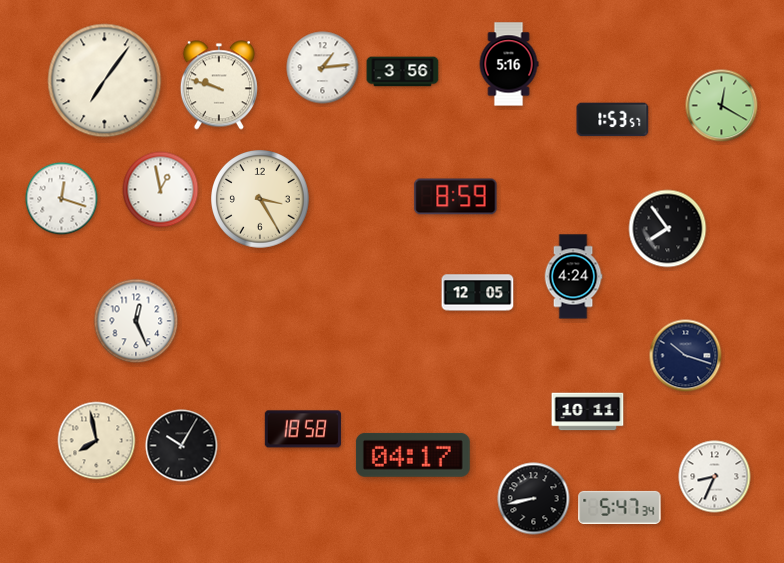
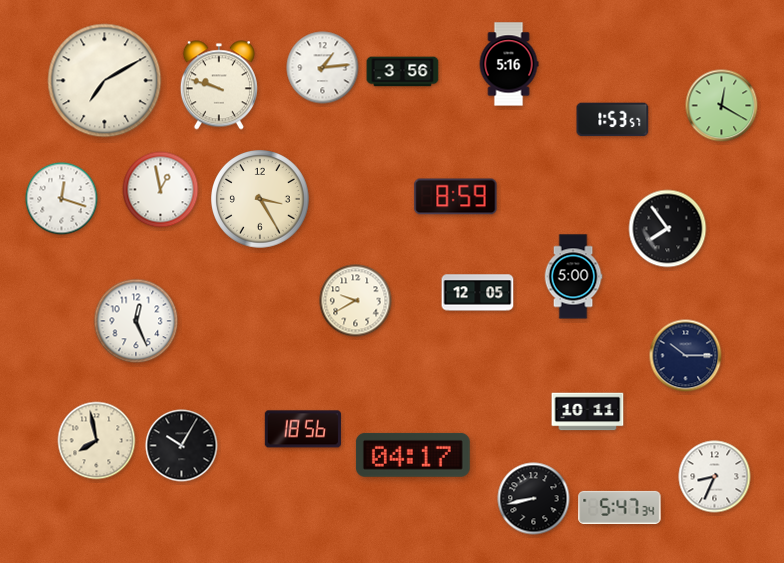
clock at (105, 81): 7:06 -> 7:10
clock at (573, 277): 4:24 -> 5:00
clock at (356, 301): none -> 9:40
clock at (686, 356): 10:18 -> 10:15
clock at (303, 429): 18:58 -> 18:56
